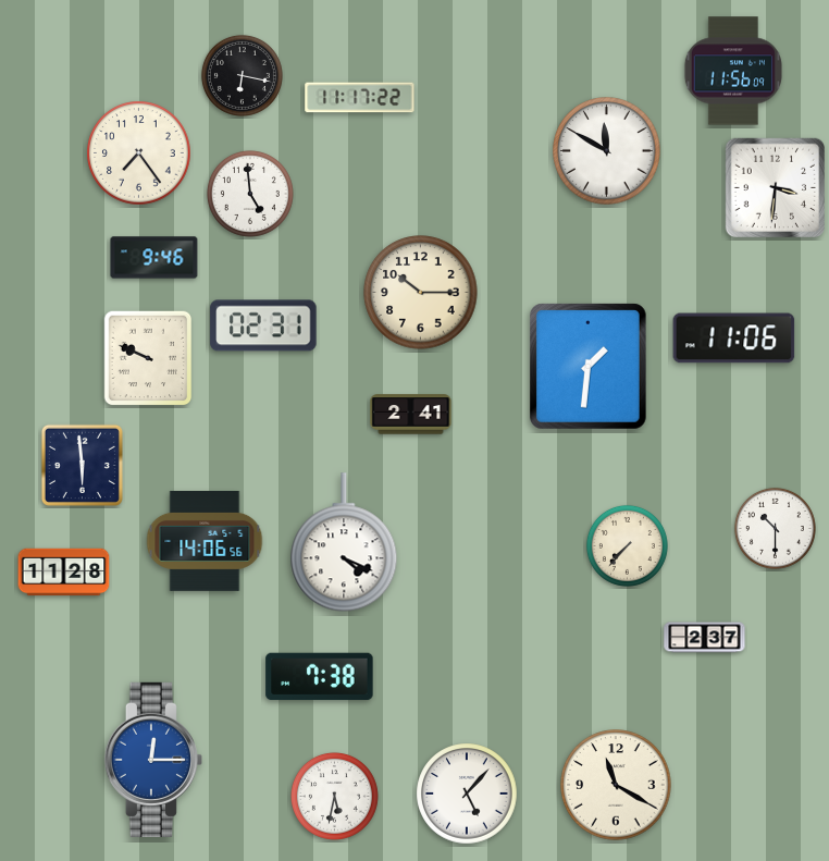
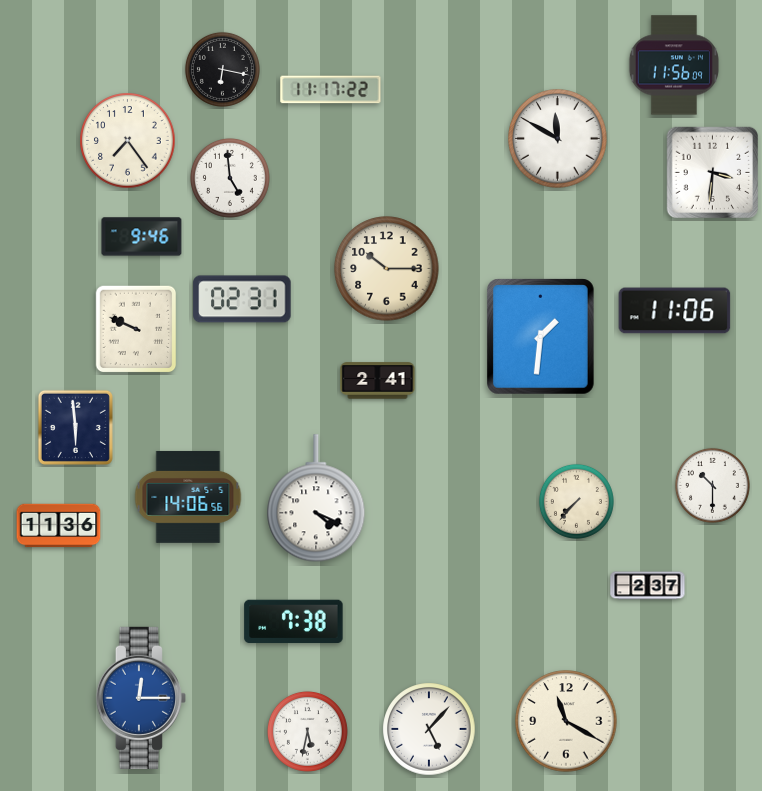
clock at (64, 573): 11:28 -> 11:36
